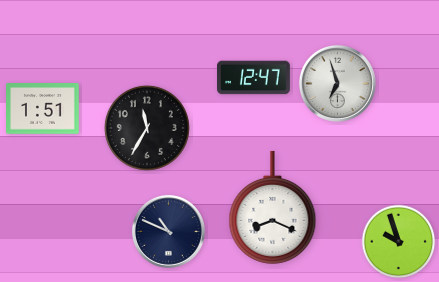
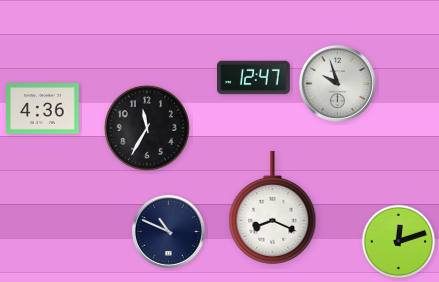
clock at (337, 83): 6:57 -> 9:57
clock at (43, 109): 1:51 -> 4:36
clock at (399, 242): 9:57 -> 12:12
